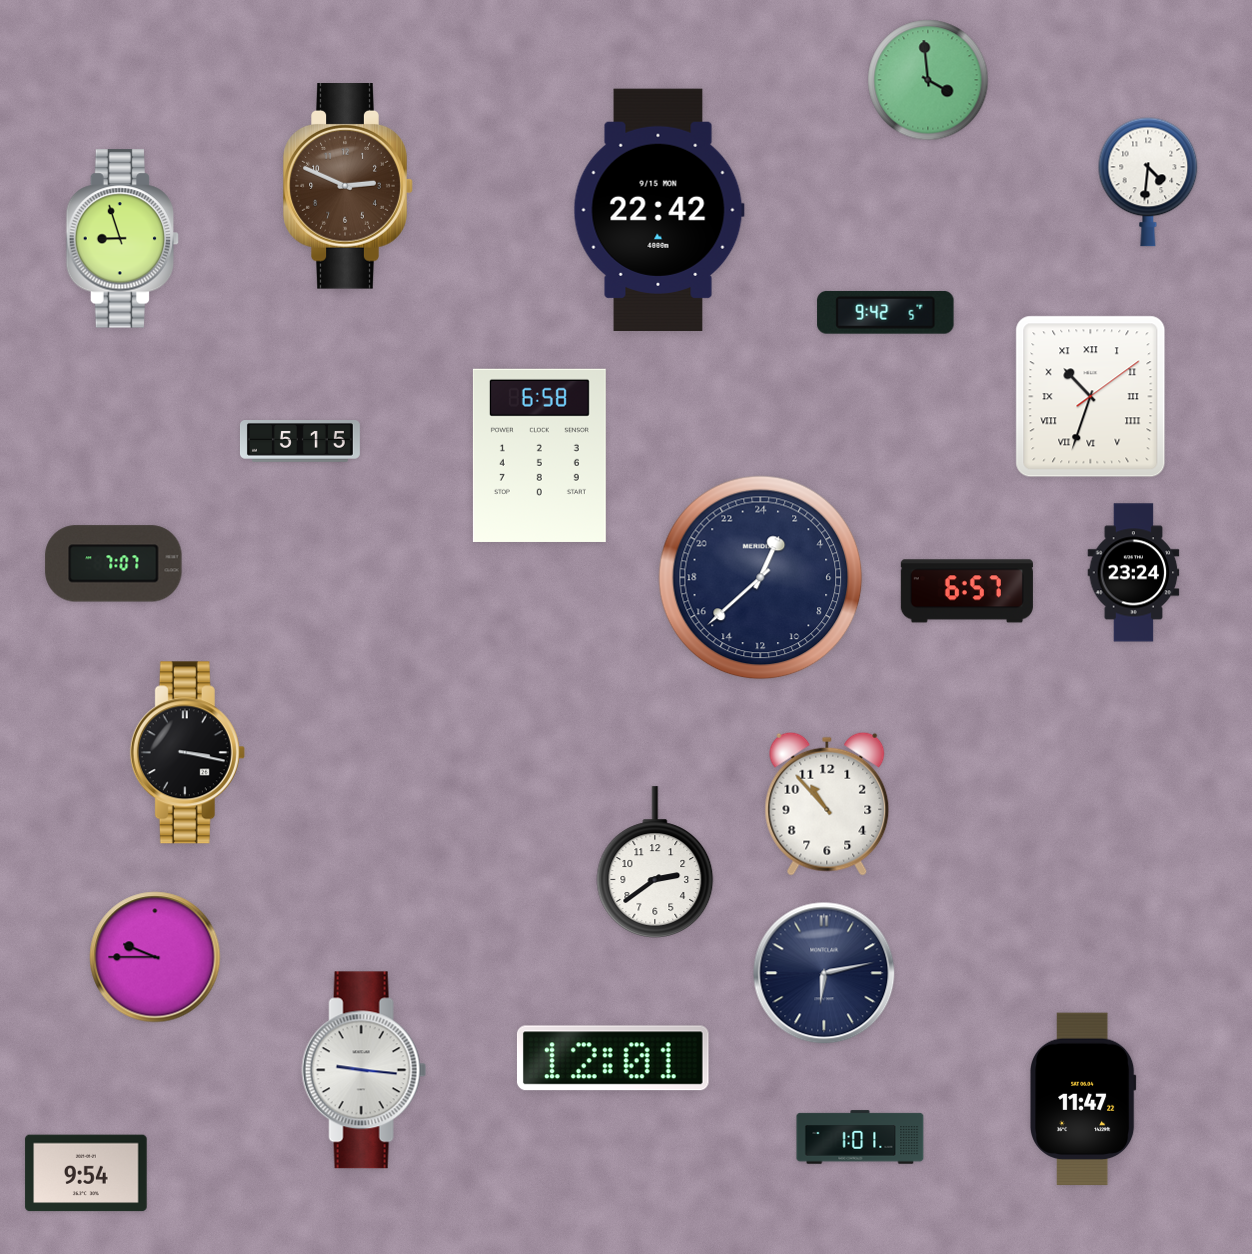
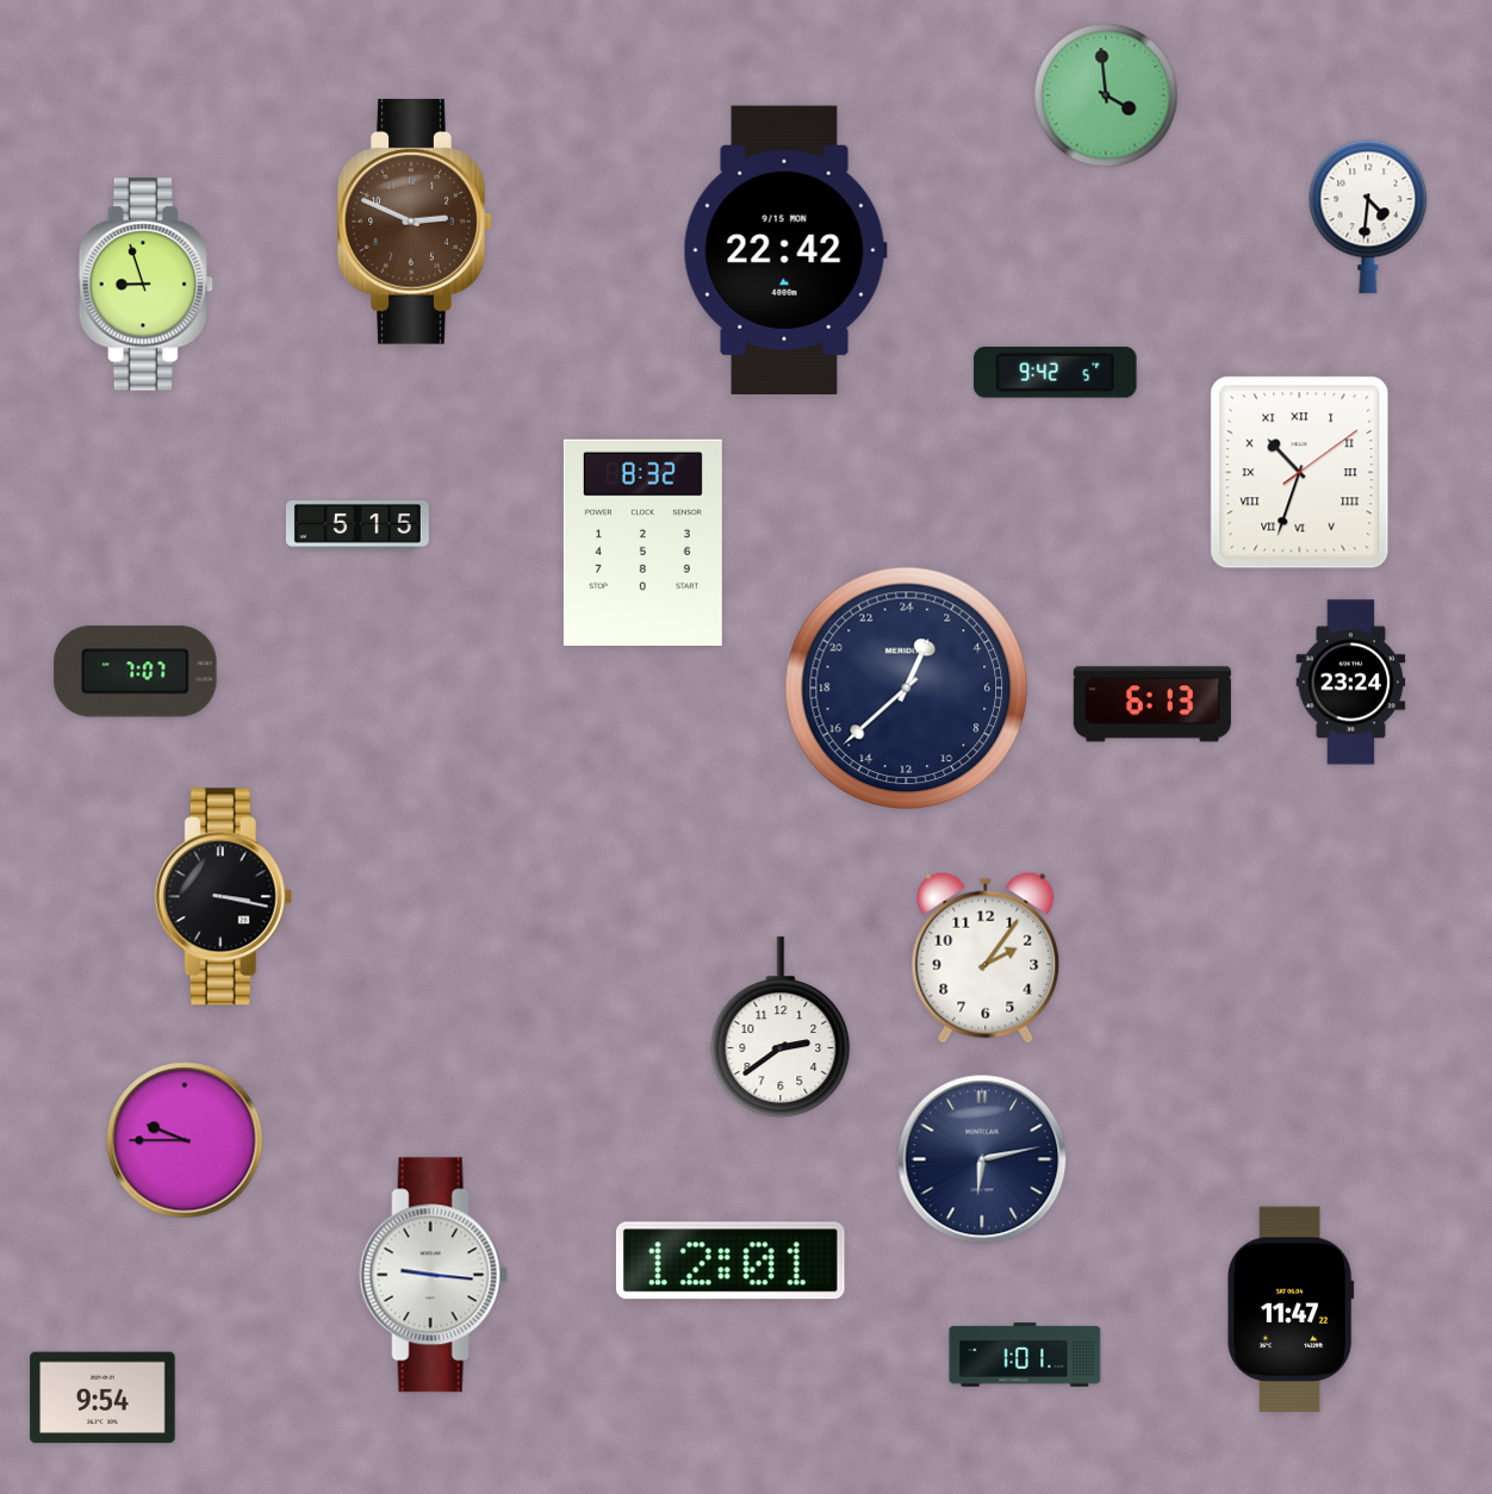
clock at (539, 455): 6:58 -> 8:32
clock at (967, 591): 6:57 -> 6:13
clock at (827, 804): 10:53 -> 2:06
